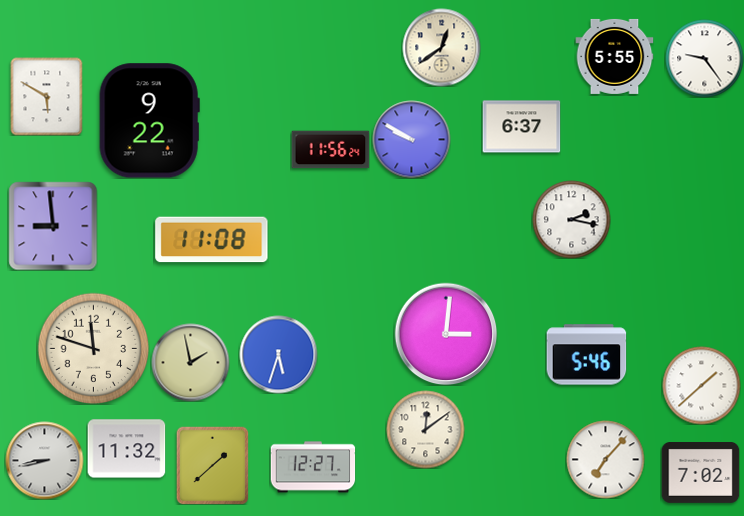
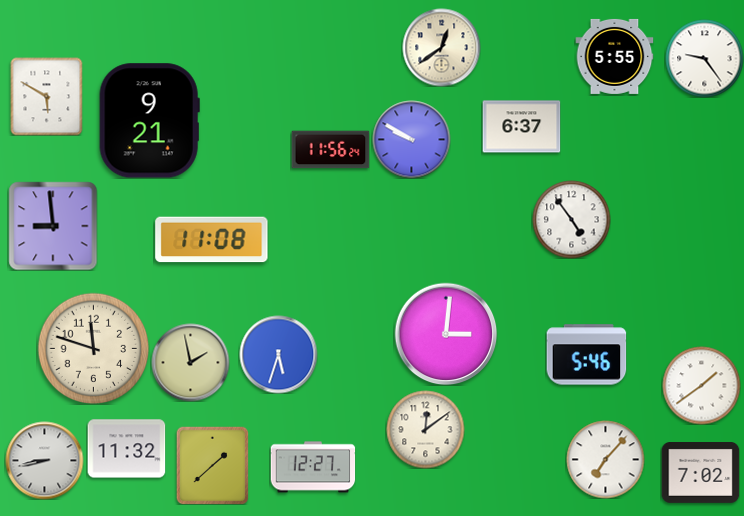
clock at (149, 121): 9:22 -> 9:21
clock at (571, 219): 2:17 -> 4:54
clock at (701, 385): 1:38 -> 1:39
